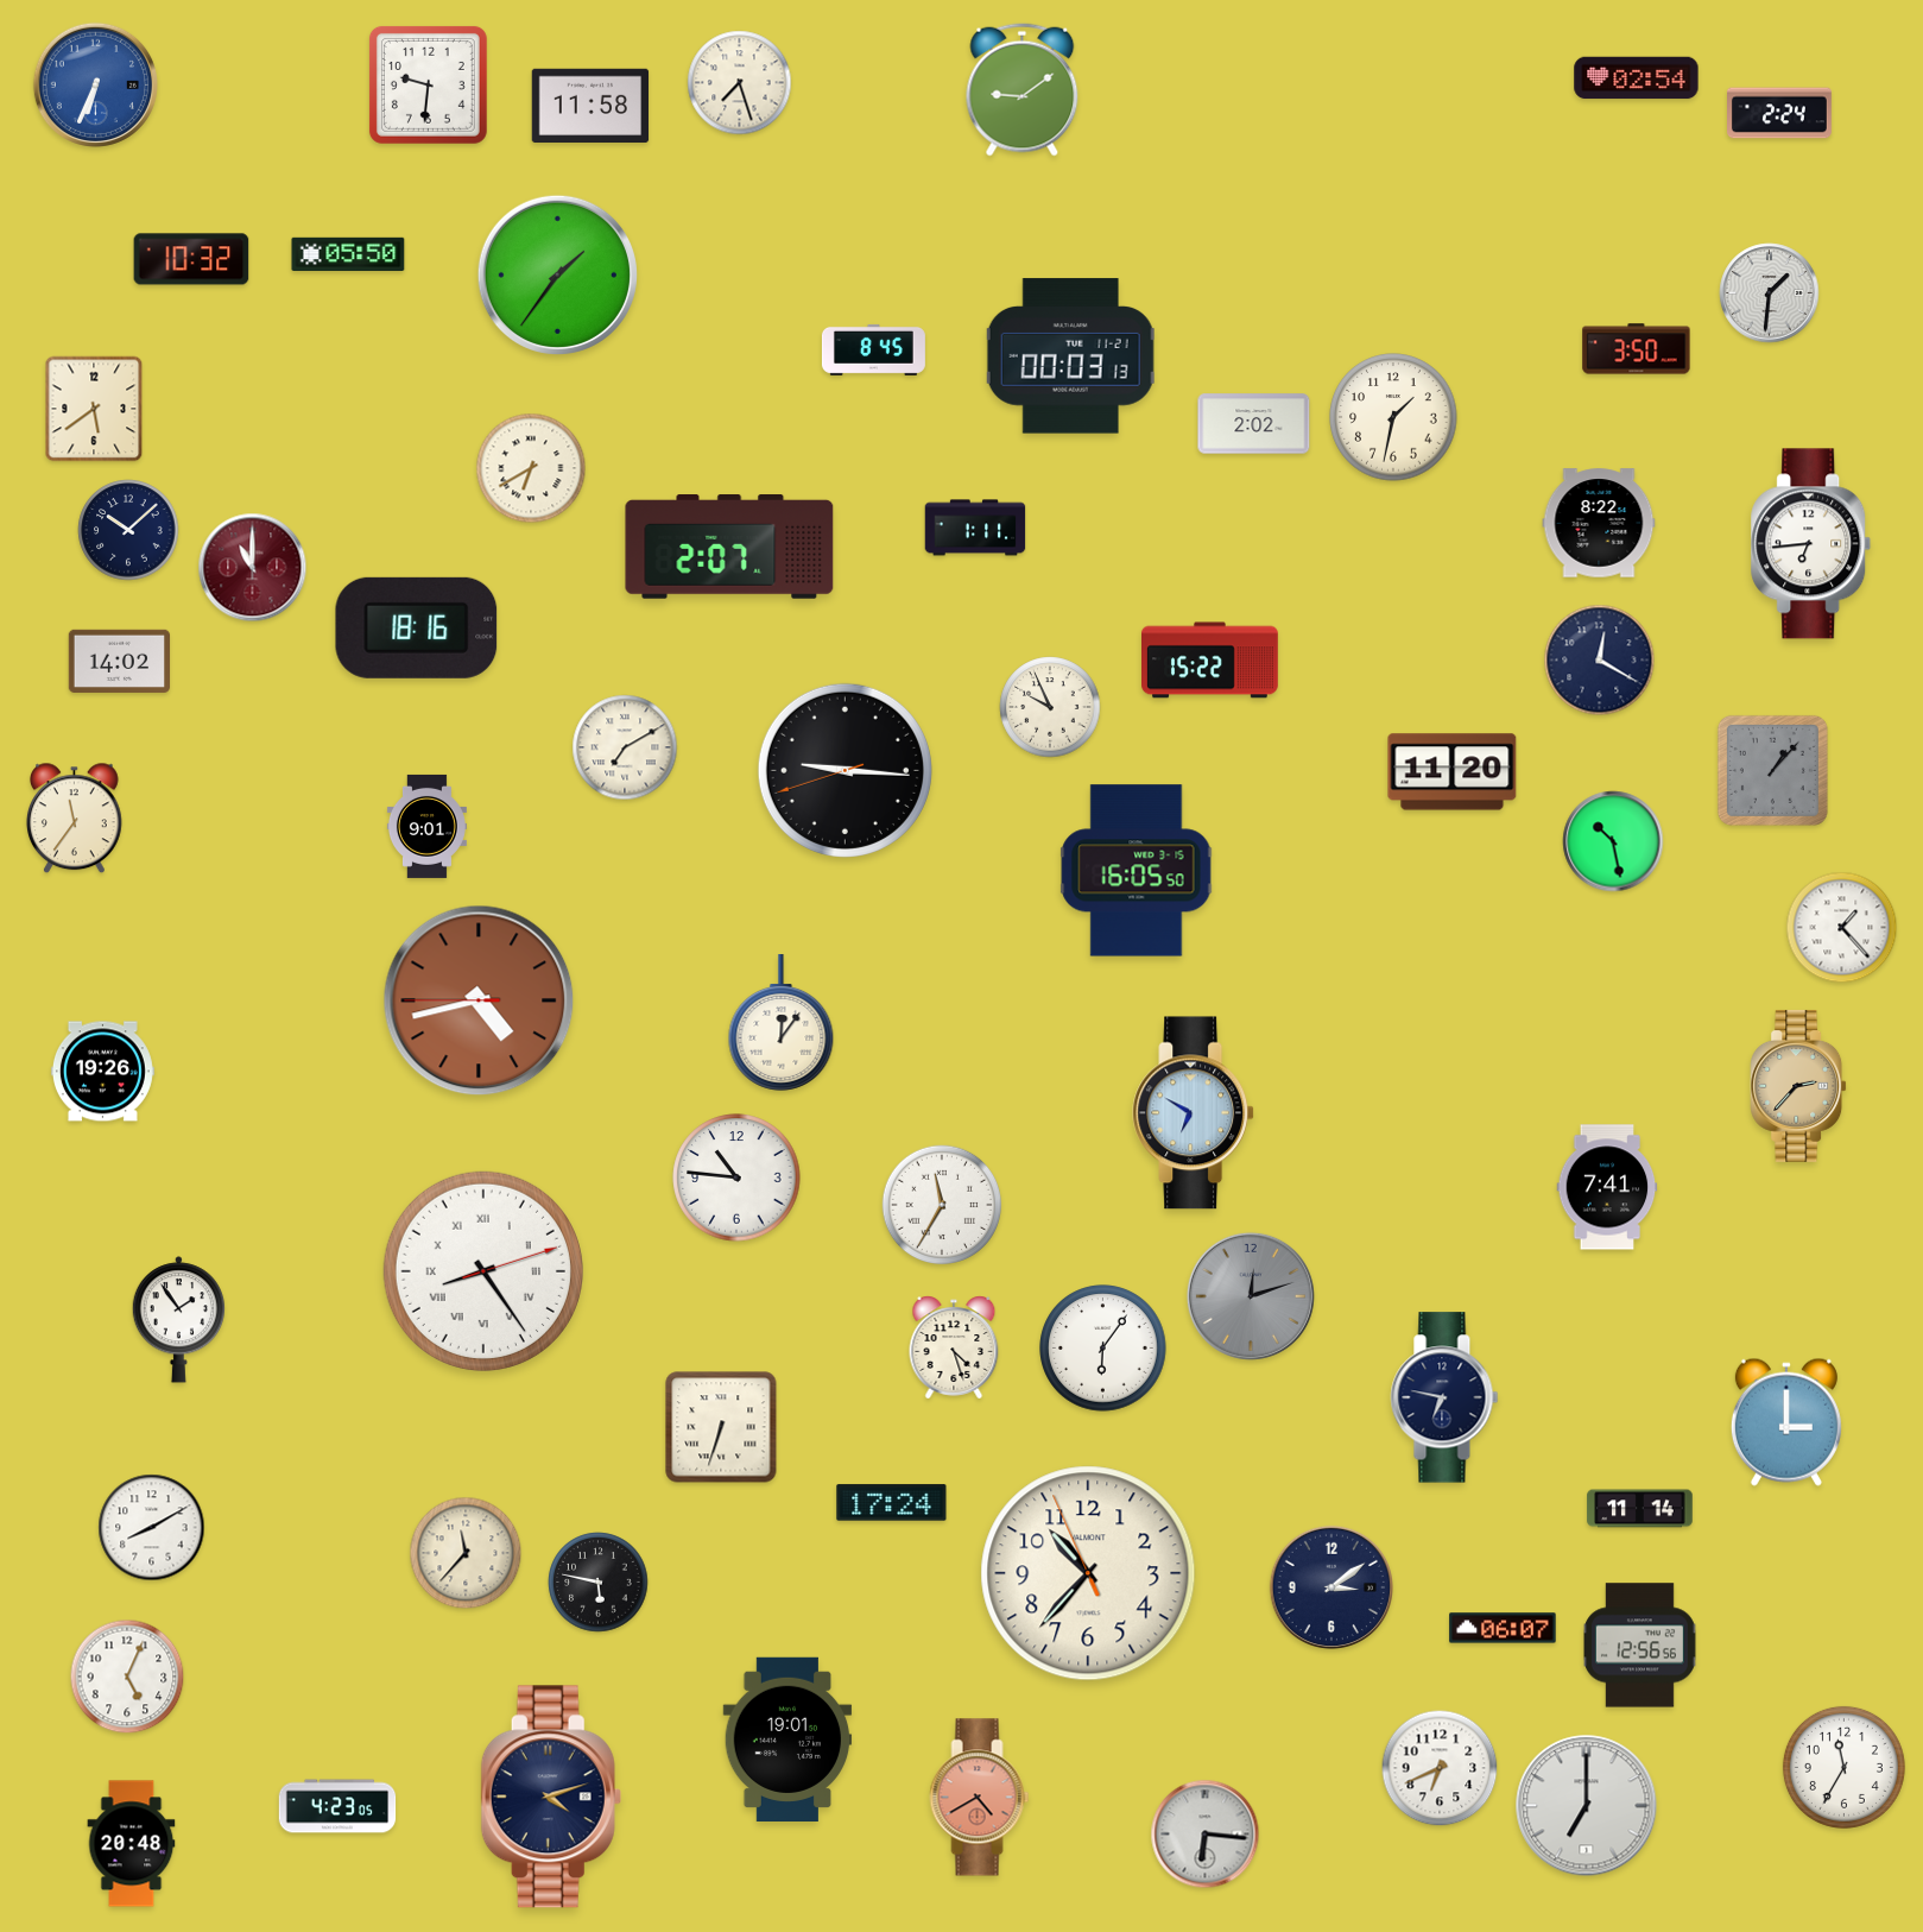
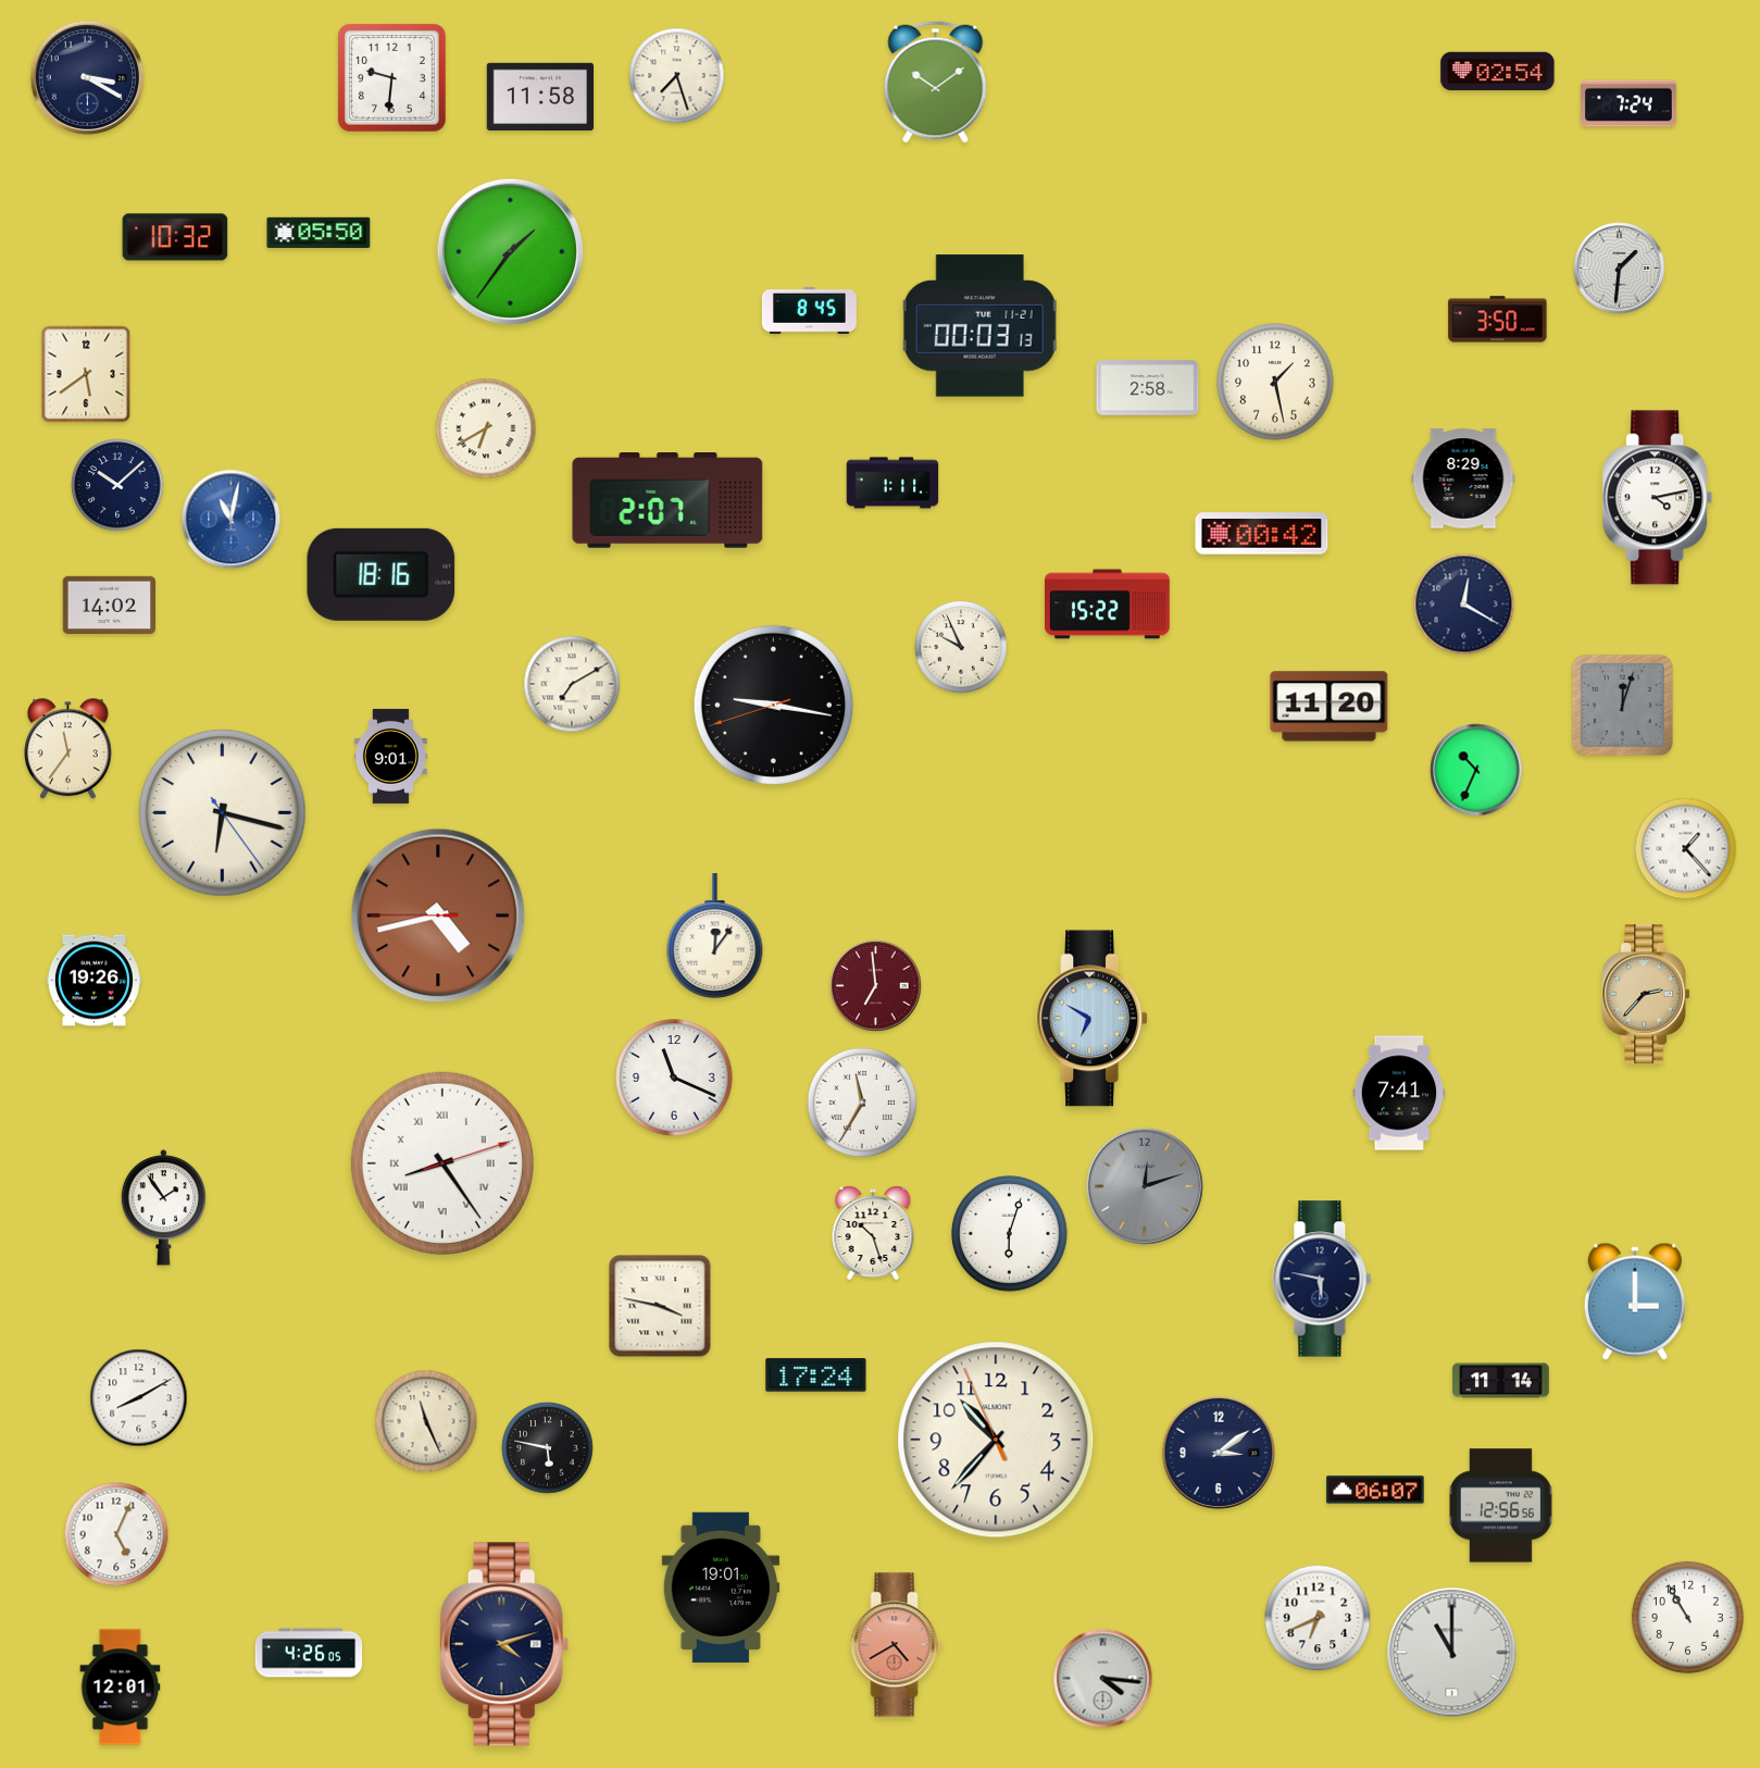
clock at (95, 84): 6:34 -> 3:20
clock at (95, 84) dial: blue -> navy
clock at (1023, 90): 9:09 -> 10:09
clock at (1780, 113): 2:24 -> 7:24
clock at (873, 349) position: (873, 349) -> (809, 310)
clock at (1393, 417): 1:32 -> 1:28
clock at (1254, 424): 2:02 -> 2:58
clock at (1599, 523): 8:22 -> 8:29
clock at (1811, 544): 6:44 -> 4:13
clock at (253, 568): 11:00 -> 11:02
clock at (253, 568) dial: burgundy -> blue
clock at (1262, 534): none -> 00:42
clock at (845, 770): 9:15 -> 9:16
clock at (1772, 770): 1:07 -> 12:03
clock at (1613, 841): 10:28 -> 10:34
clock at (1137, 871): 16:05 -> none
clock at (223, 813): none -> 6:17
clock at (876, 986): none -> 6:59
clock at (736, 1177): 10:46 -> 11:19
clock at (1607, 1187) position: (1607, 1187) -> (1399, 1093)
clock at (954, 1347): 4:27 -> 10:27
clock at (1103, 1349): 6:06 -> 6:03
clock at (1444, 1397): 6:47 -> 5:47
clock at (721, 1427): 6:33 -> 3:47
clock at (466, 1553): 11:37 -> 11:26
clock at (787, 1738) position: (787, 1738) -> (721, 1586)
clock at (1843, 1767): 11:35 -> 10:55
clock at (337, 1806): 4:23 -> 4:26
clock at (1587, 1806): 7:00 -> 11:00
clock at (1206, 1835): 6:16 -> 4:16
clock at (132, 1844): 20:48 -> 12:01
